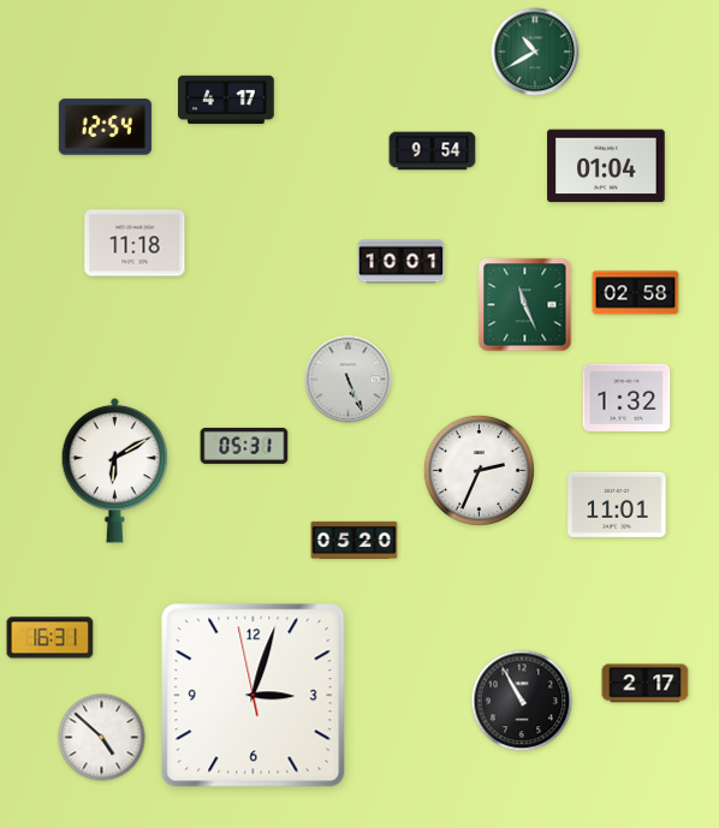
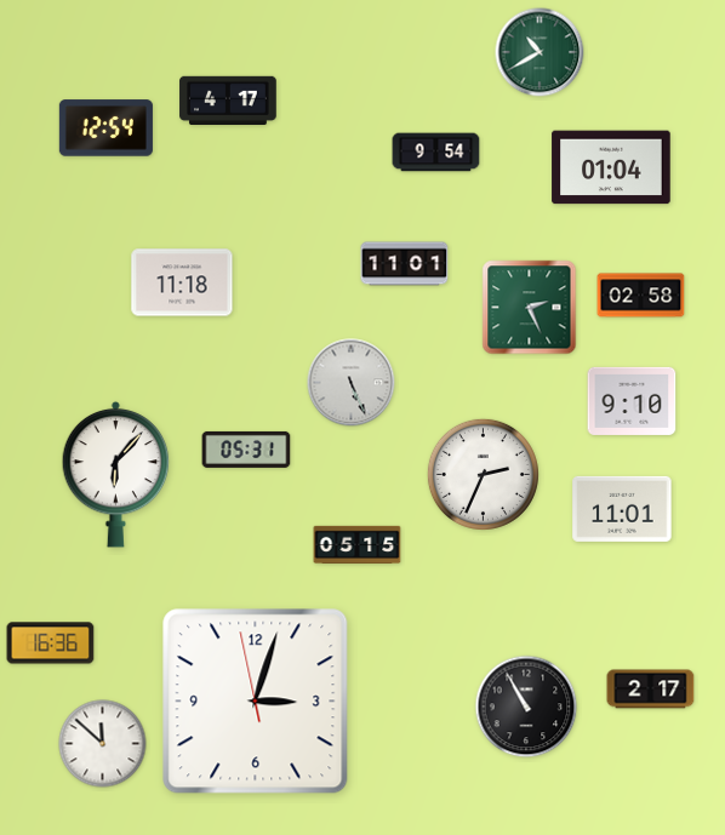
clock at (135, 243) position: (135, 243) -> (182, 282)
clock at (402, 262): 10:01 -> 11:01
clock at (525, 305): 11:26 -> 2:26
clock at (626, 398): 1:32 -> 9:10
clock at (115, 470): 6:10 -> 6:07
clock at (355, 540): 05:20 -> 05:15
clock at (50, 638): 16:31 -> 16:36
clock at (102, 738): 4:52 -> 11:52
